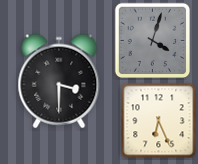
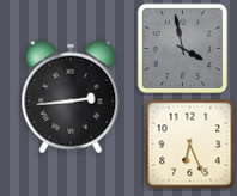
clock at (153, 41): 4:03 -> 3:58
clock at (59, 81): 3:30 -> 2:44
